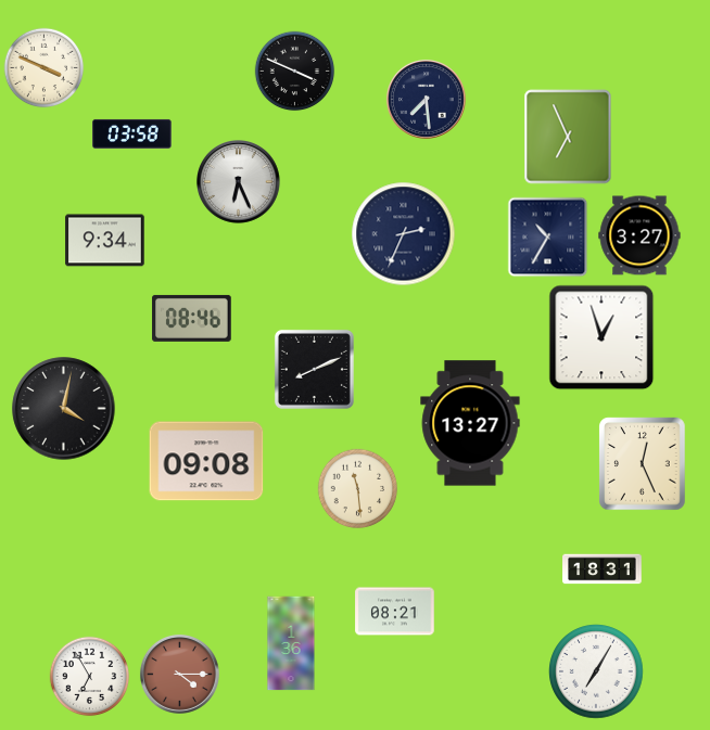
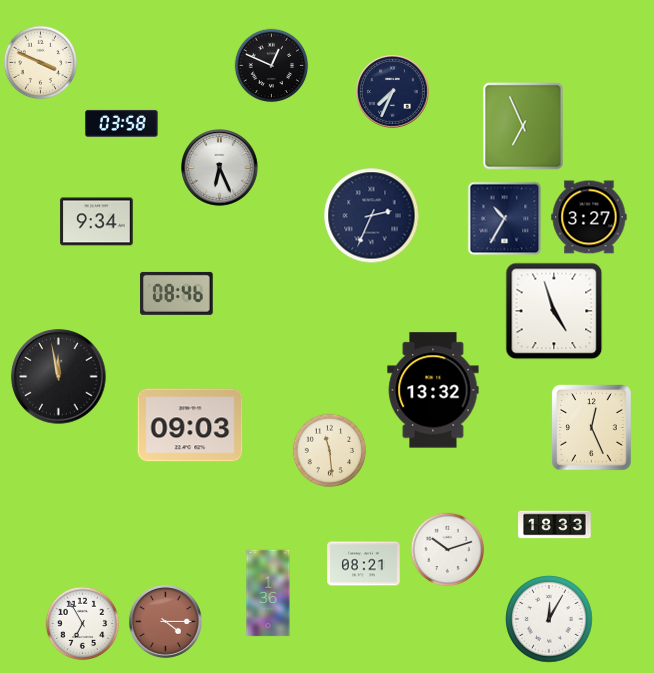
clock at (295, 72): 3:49 -> 12:49
clock at (427, 99): 7:29 -> 7:34
clock at (601, 337): 12:57 -> 4:57
clock at (314, 369): 8:11 -> none
clock at (64, 409): 4:02 -> 11:58
clock at (470, 423): 13:27 -> 13:32
clock at (206, 461): 09:08 -> 09:03
clock at (603, 569): 18:31 -> 18:33
clock at (448, 550): none -> 10:12
clock at (596, 671): 7:05 -> 12:05
